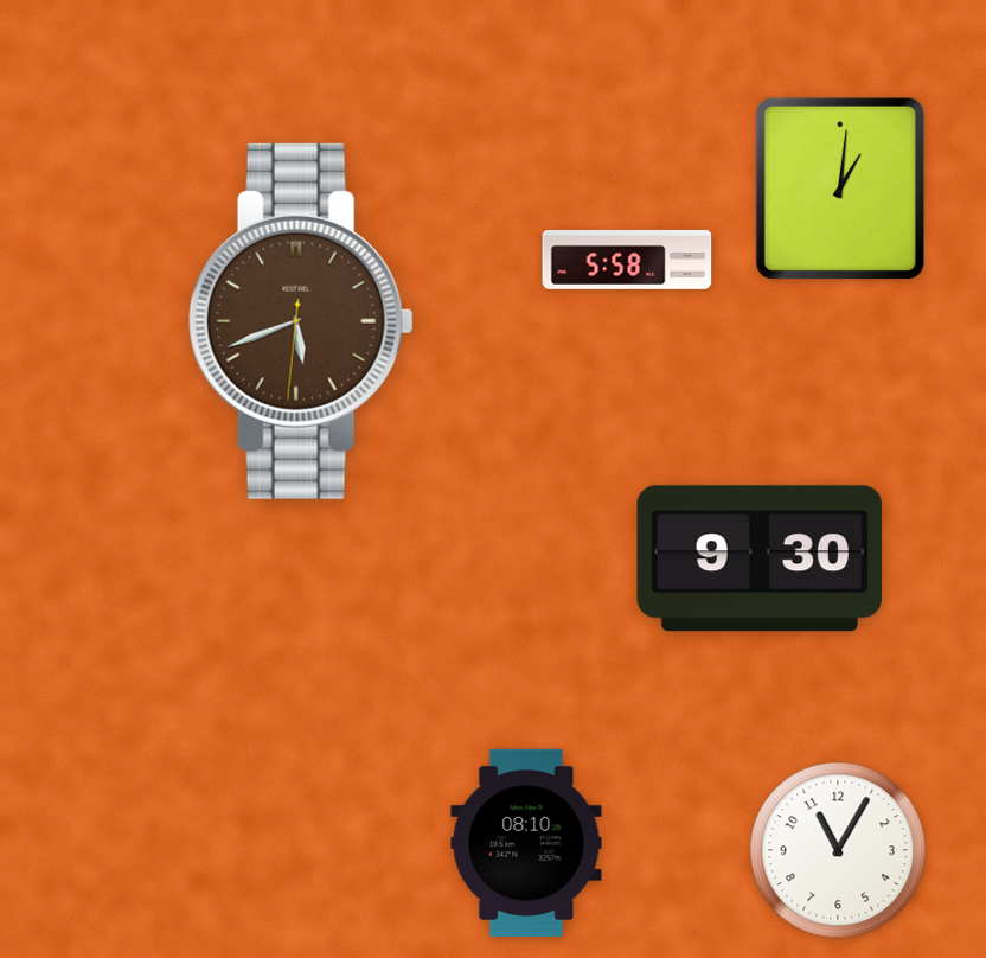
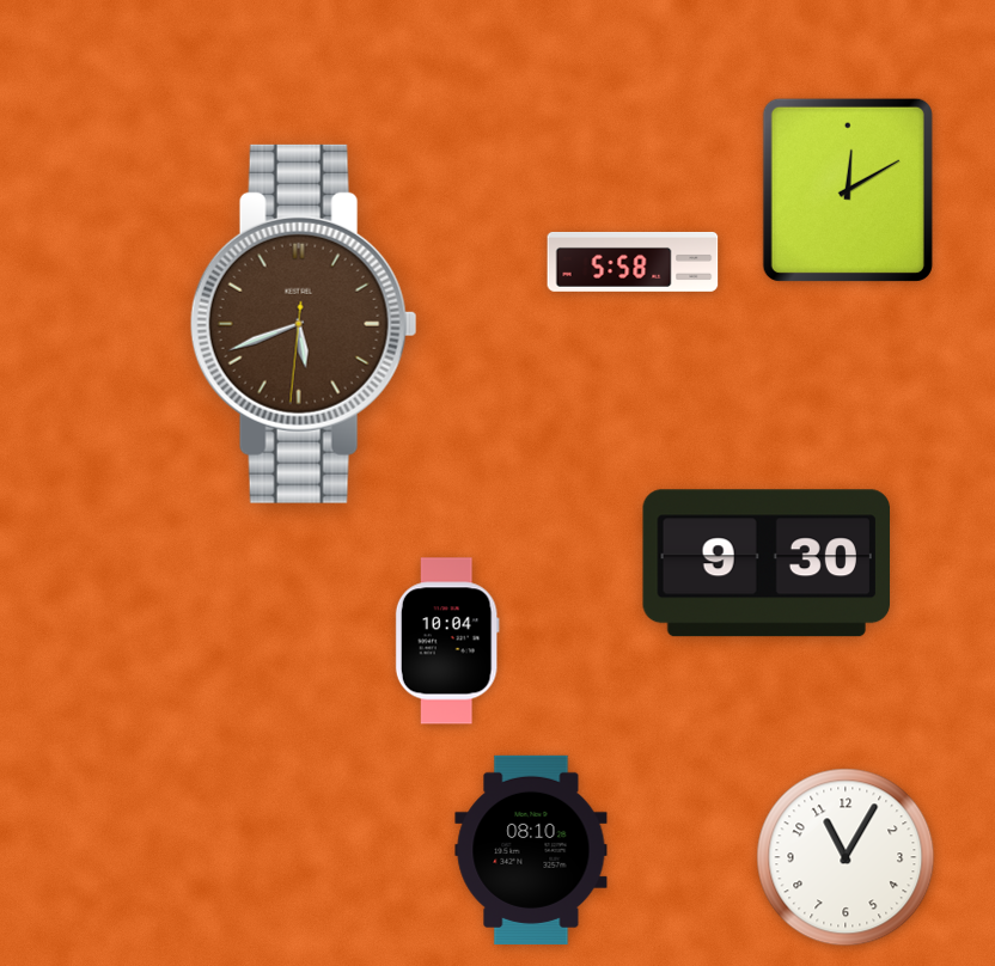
clock at (840, 189): 1:01 -> 12:10
clock at (447, 641): none -> 10:04
